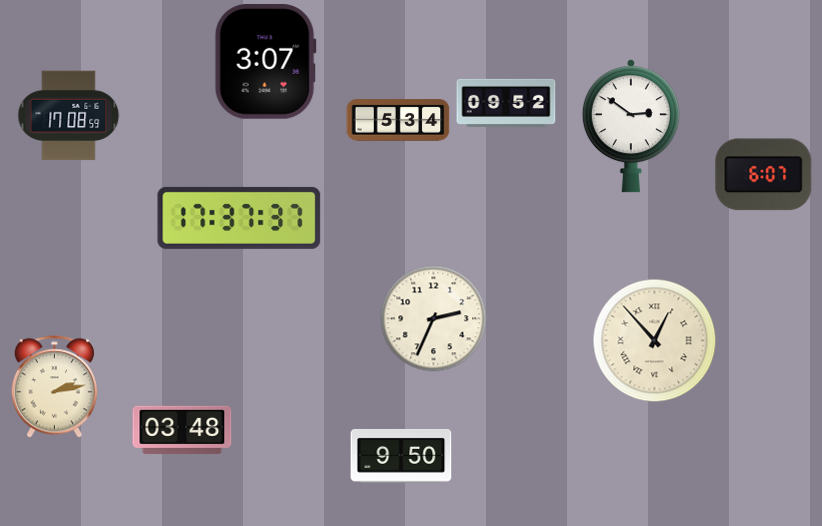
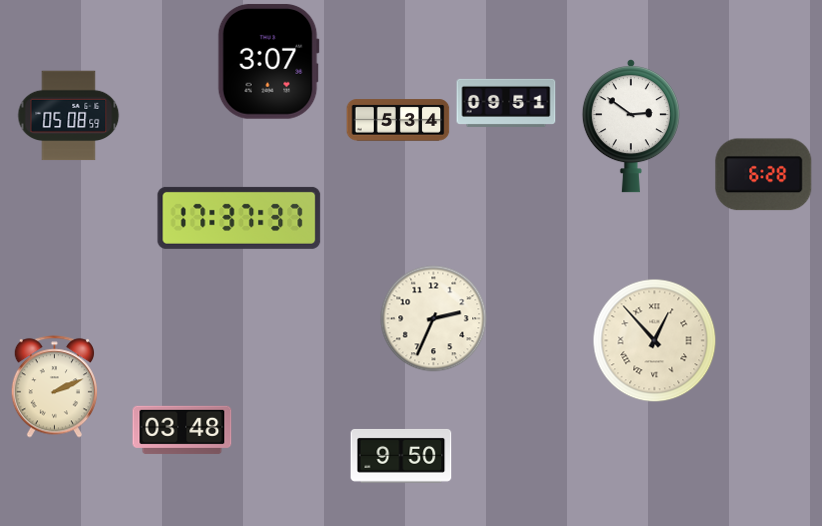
clock at (265, 61) position: (265, 61) -> (268, 61)
clock at (506, 103): 09:52 -> 09:51
clock at (69, 116): 17:08 -> 05:08
clock at (764, 175): 6:07 -> 6:28
clock at (54, 387): 2:13 -> 2:11
